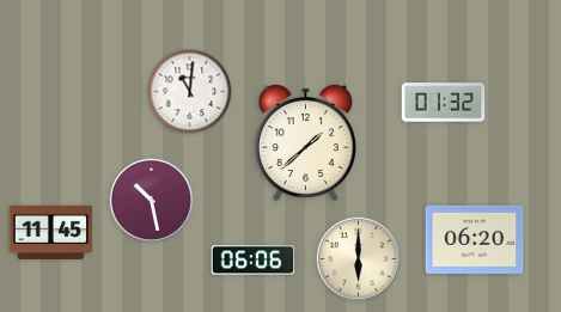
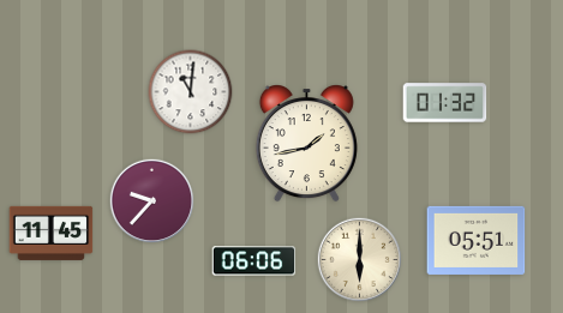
clock at (305, 143): 1:38 -> 1:43
clock at (152, 201): 10:28 -> 9:37
clock at (475, 239): 06:20 -> 05:51
